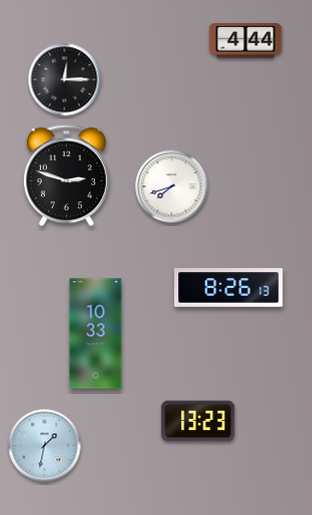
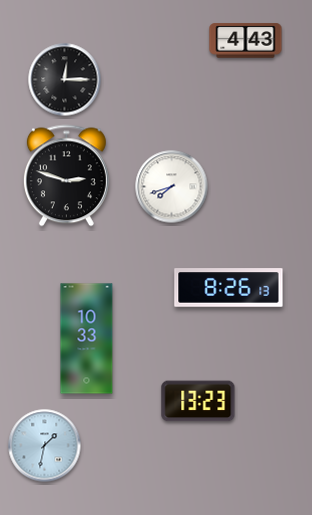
clock at (246, 41): 4:44 -> 4:43
clock at (96, 334) position: (96, 334) -> (87, 339)
clock at (198, 421) position: (198, 421) -> (198, 401)
